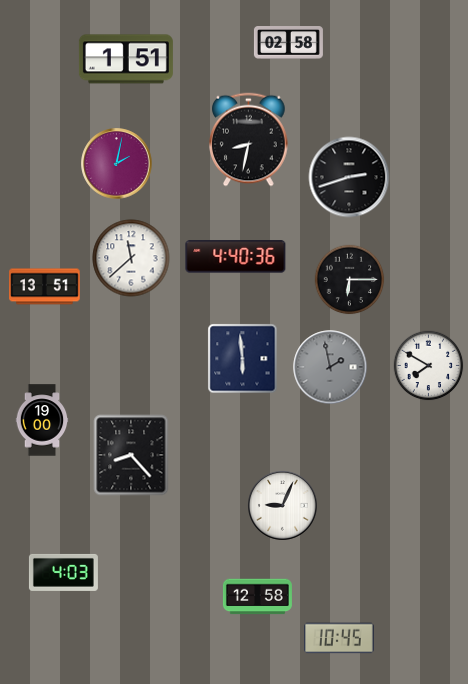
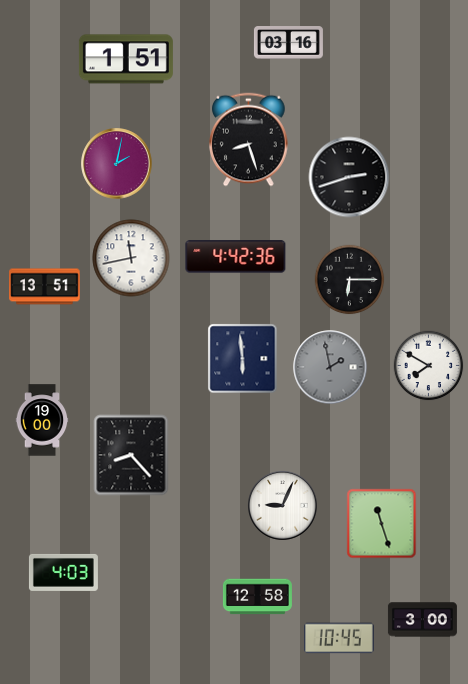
clock at (288, 43): 02:58 -> 03:16
clock at (249, 140): 8:32 -> 8:27
clock at (236, 257): 4:40 -> 4:42
clock at (131, 258): 11:38 -> 11:43
clock at (382, 524): none -> 11:27
clock at (422, 620): none -> 3:00
